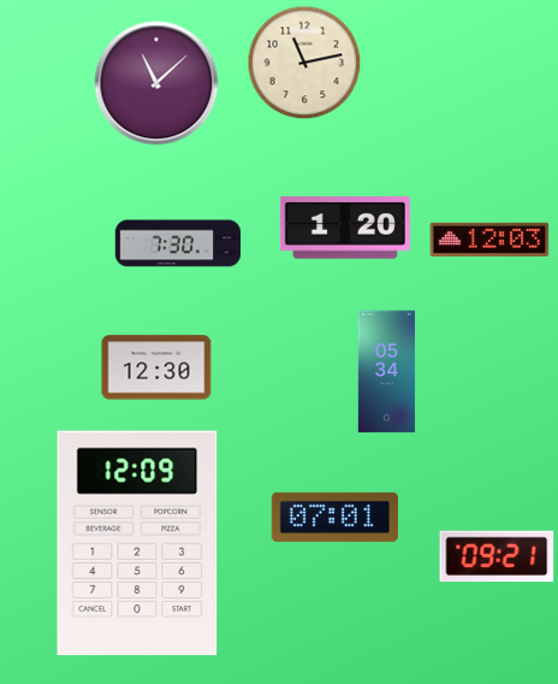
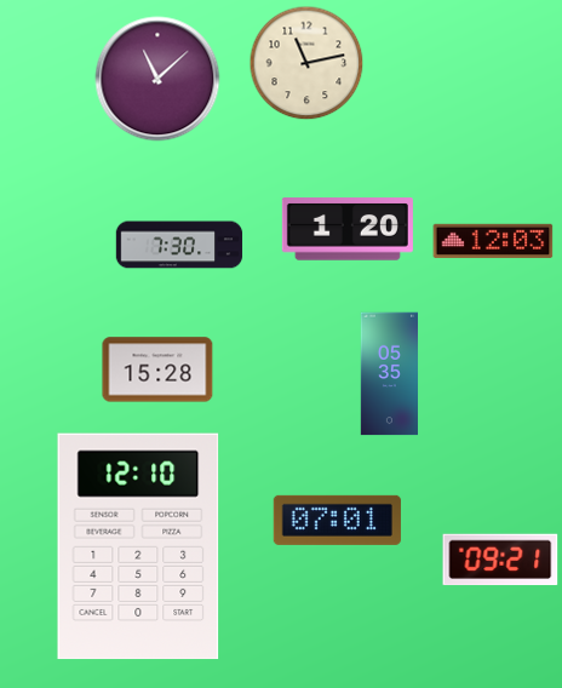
clock at (156, 83) position: (156, 83) -> (157, 79)
clock at (156, 367): 12:30 -> 15:28
clock at (386, 372): 05:34 -> 05:35
clock at (137, 543): 12:09 -> 12:10
